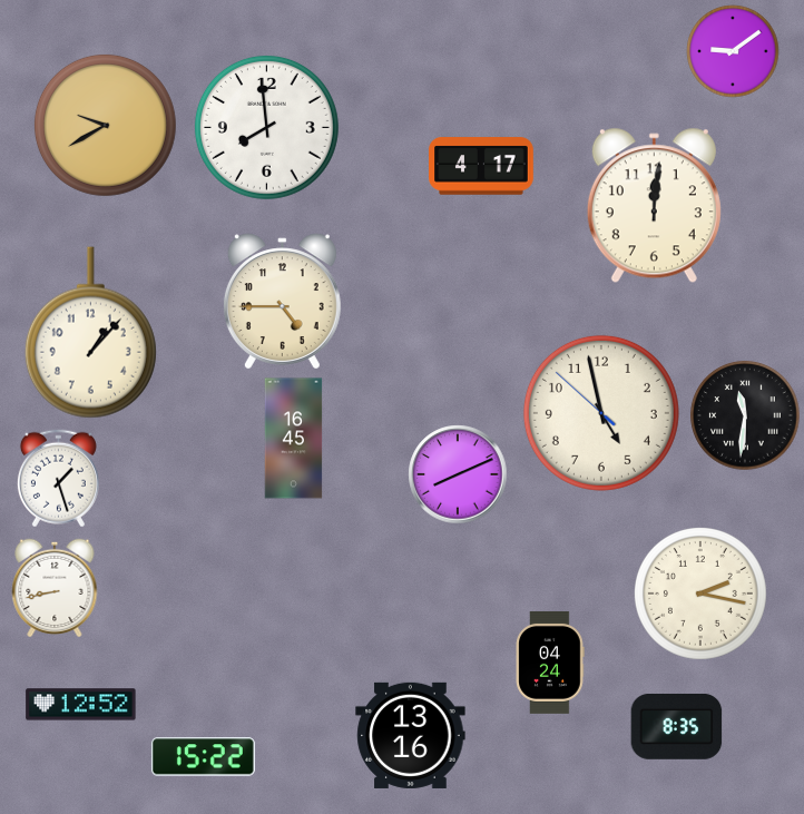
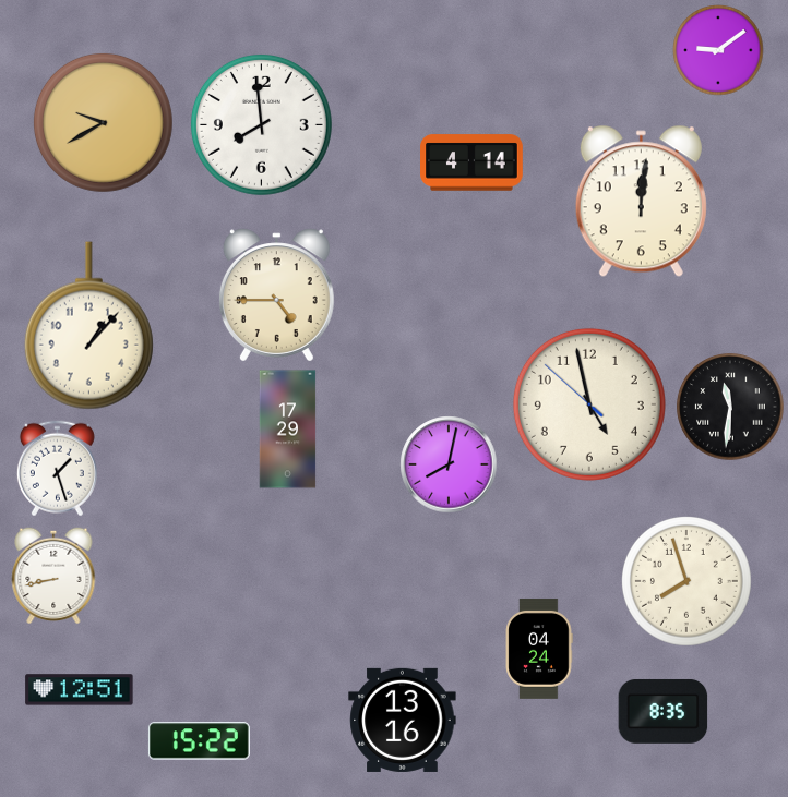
clock at (481, 166): 4:17 -> 4:14
clock at (294, 439): 16:45 -> 17:29
clock at (458, 474): 8:11 -> 8:02
clock at (702, 595): 2:17 -> 7:57
clock at (81, 705): 12:52 -> 12:51
